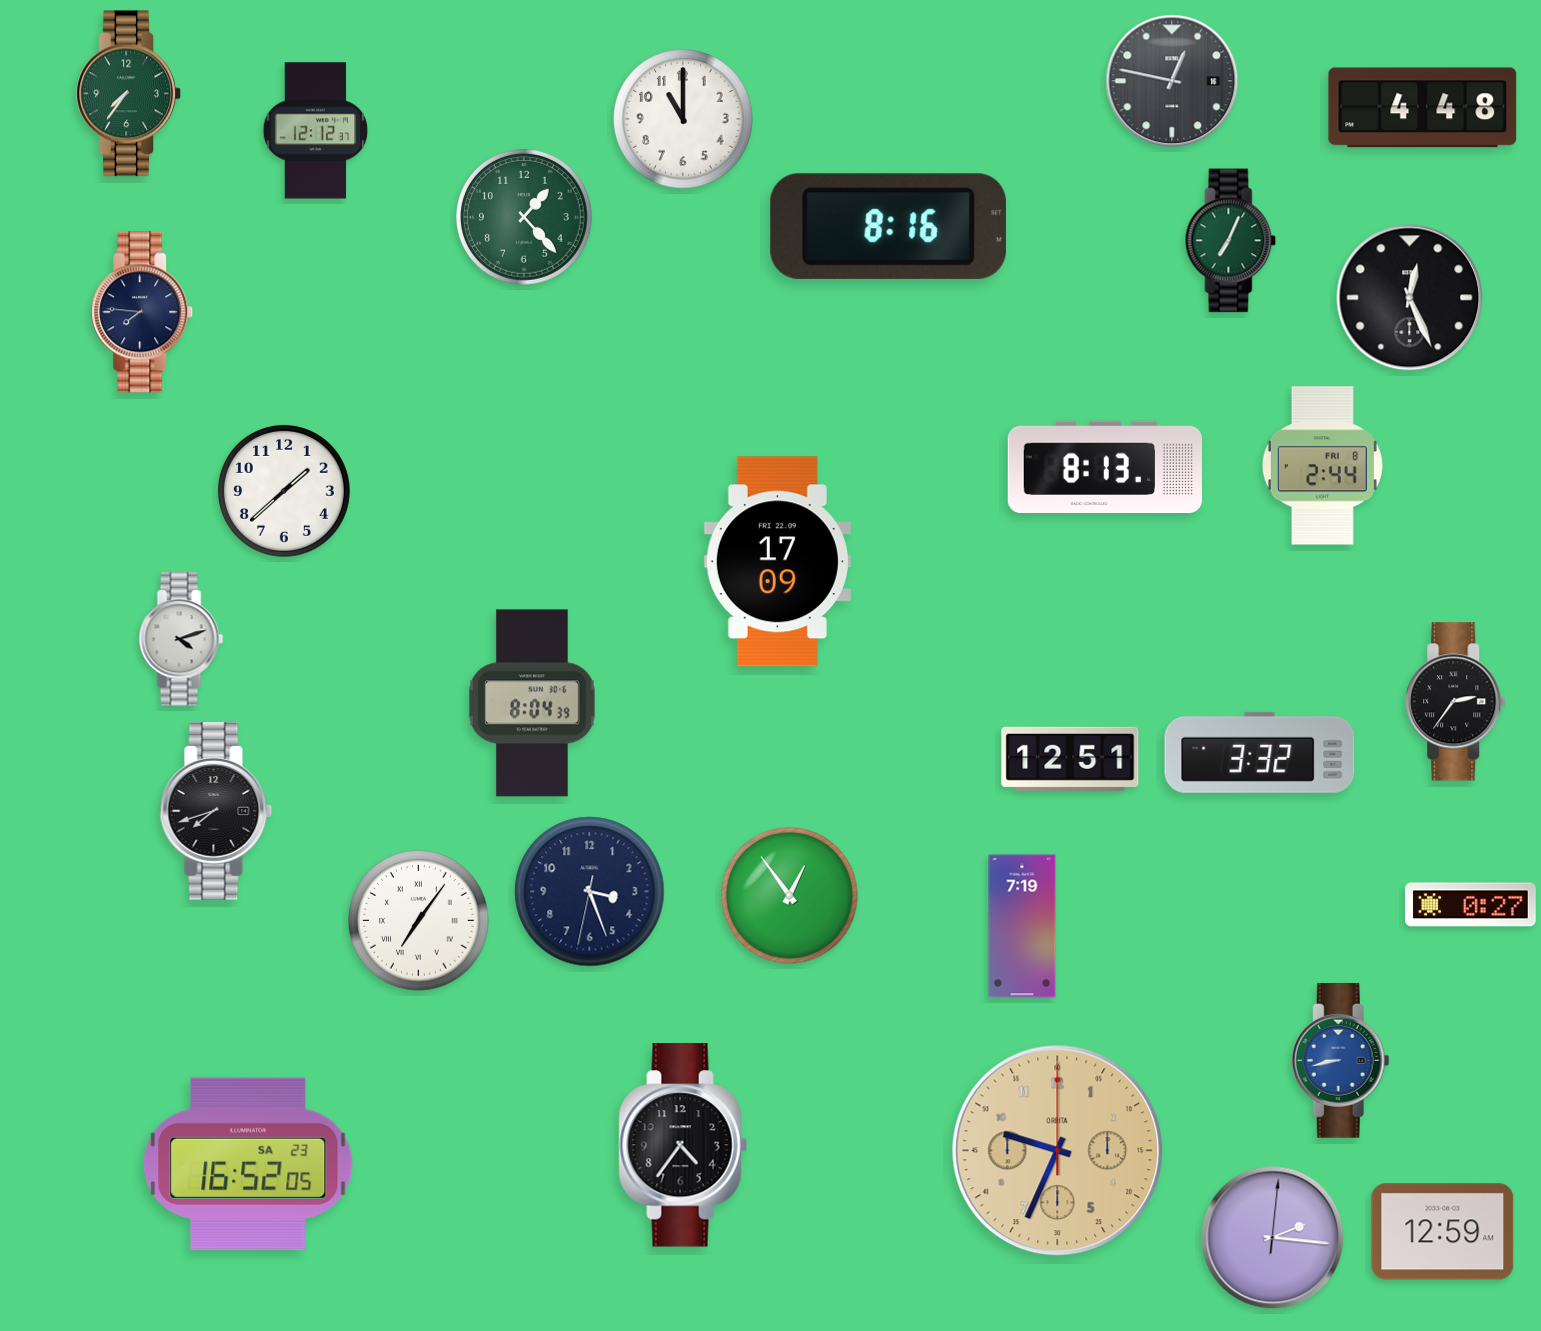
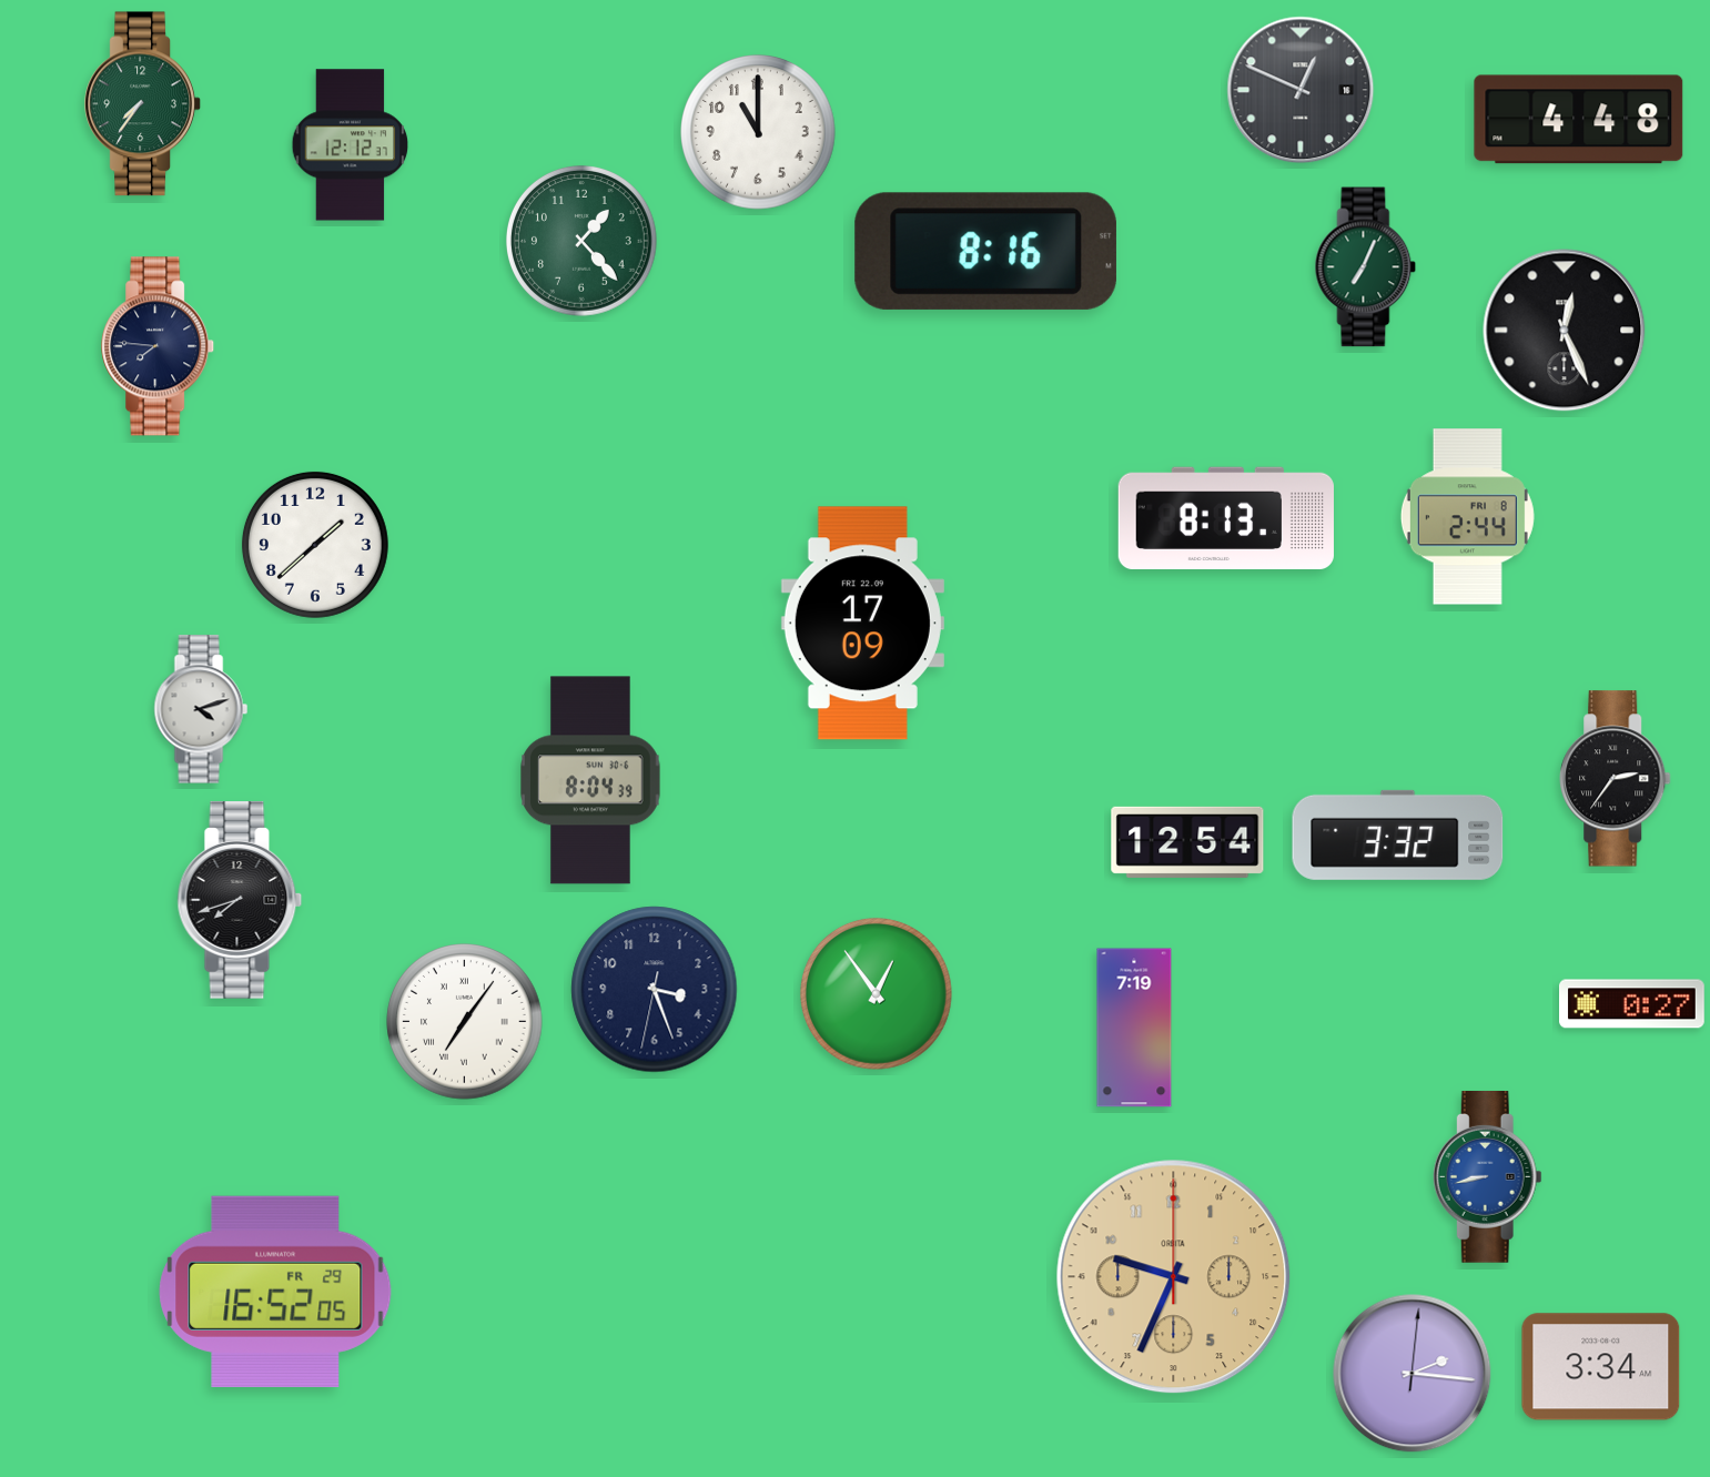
clock at (1172, 81): 12:47 -> 12:49
clock at (1070, 759): 12:51 -> 12:54
clock at (683, 1145): 4:36 -> none
clock at (248, 1164) date: SA 23 -> FR 29
clock at (1443, 1232): 12:59 -> 3:34
